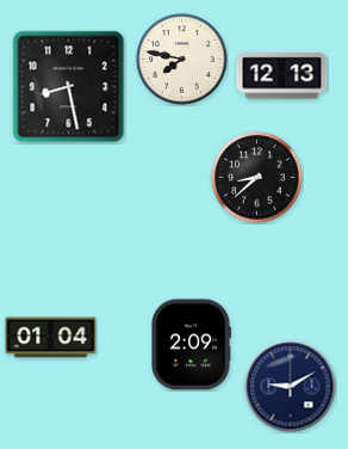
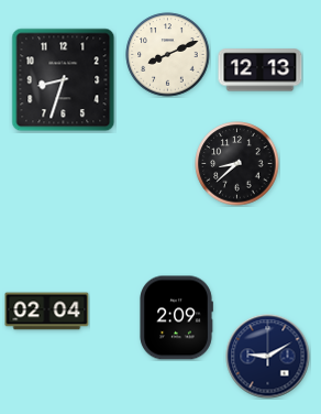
clock at (182, 60): 7:47 -> 8:11
clock at (69, 87): 8:28 -> 8:33
clock at (51, 338): 01:04 -> 02:04
